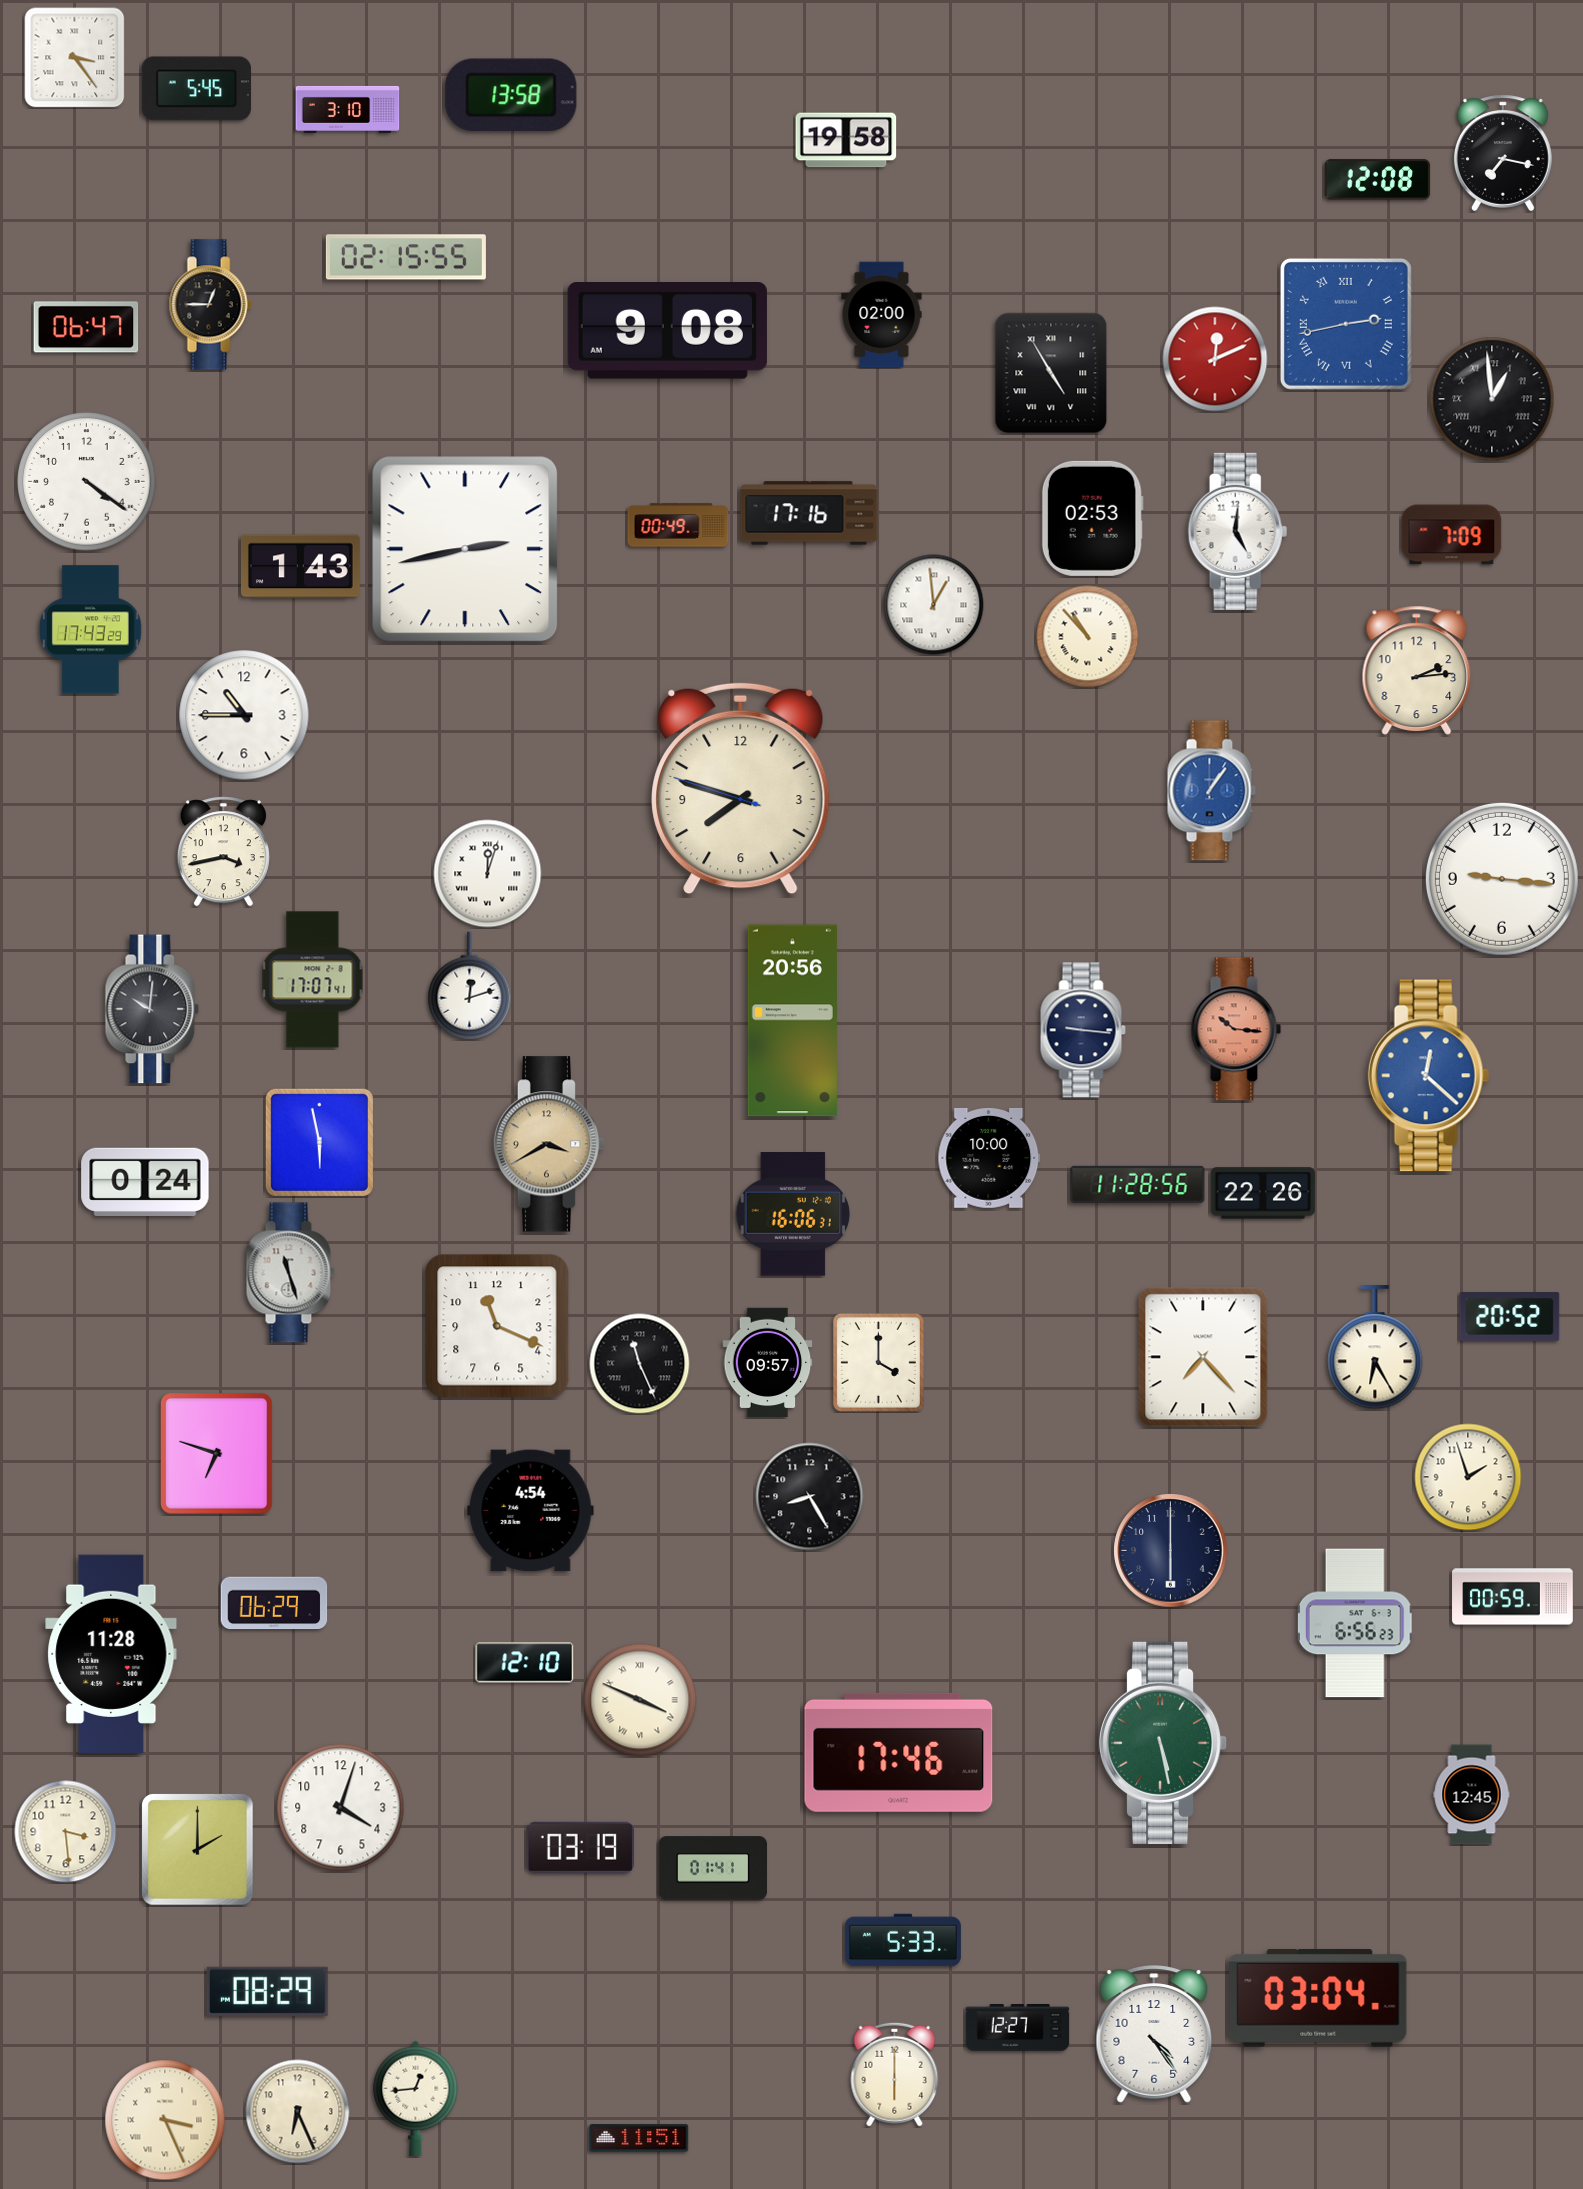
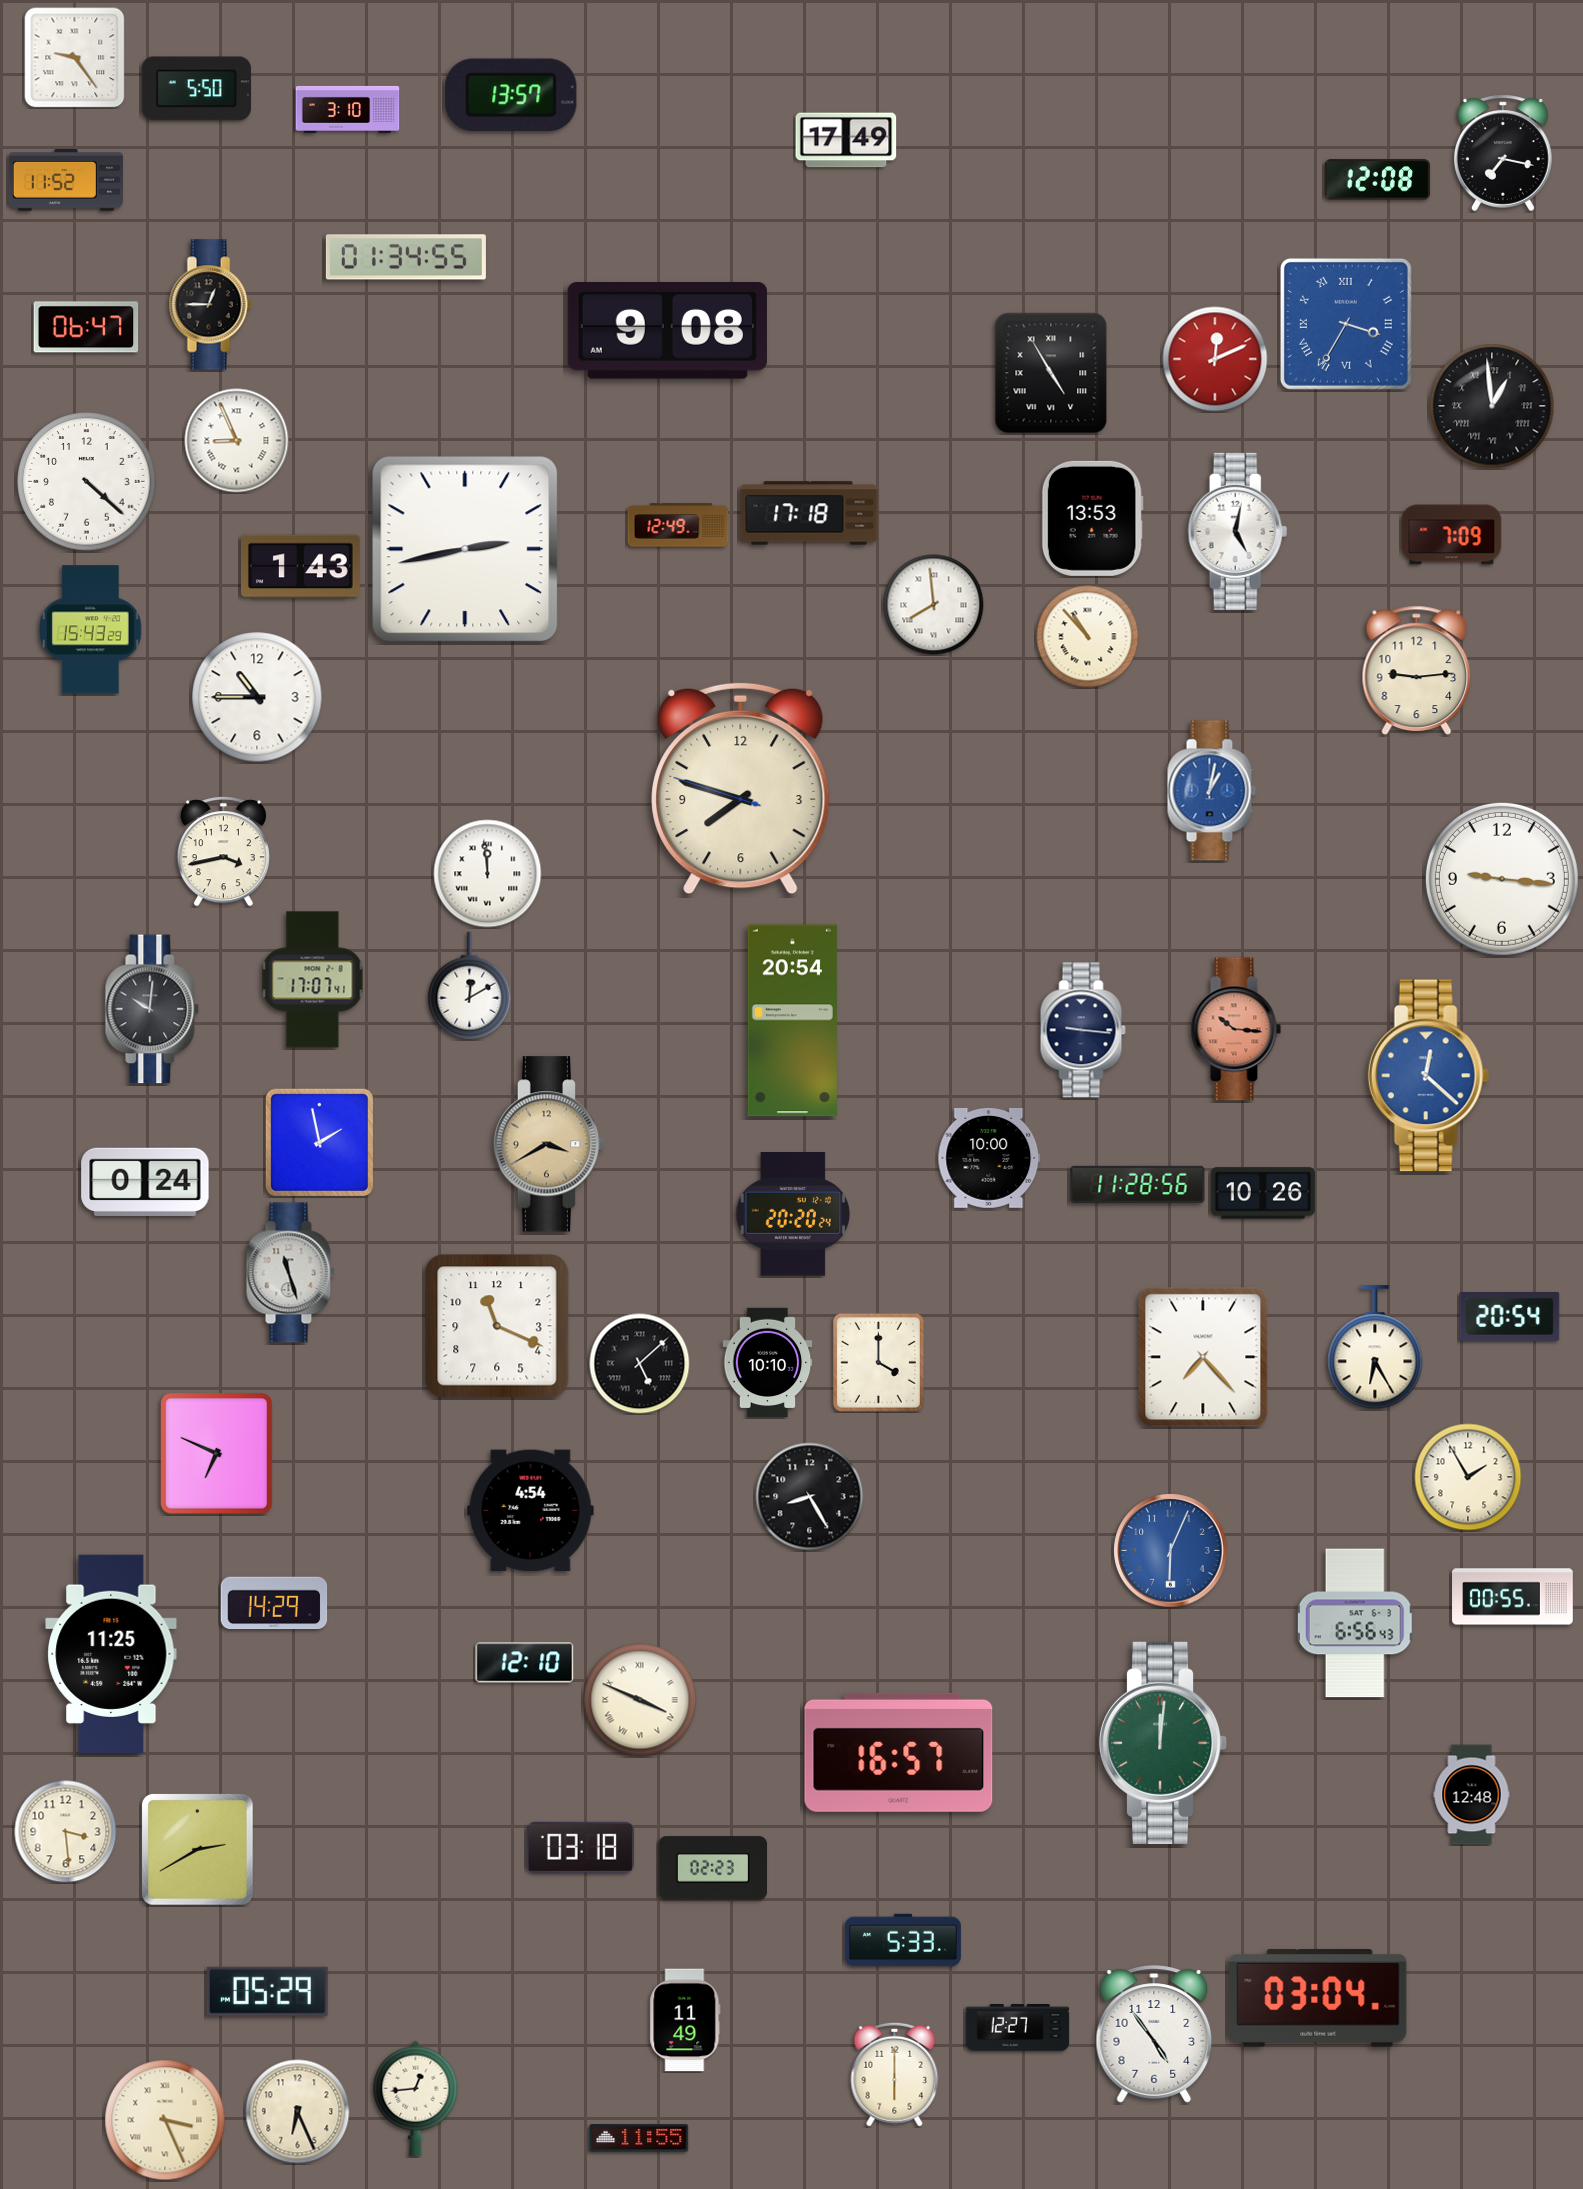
clock at (74, 57): 3:24 -> 9:24
clock at (196, 89): 5:45 -> 5:50
clock at (511, 95): 13:58 -> 13:57
clock at (846, 140): 19:58 -> 17:49
clock at (66, 181): none -> 11:52
clock at (406, 257): 02:15 -> 01:34
clock at (882, 315): 02:00 -> none
clock at (1346, 324): 2:43 -> 3:35
clock at (1492, 399) position: (1492, 399) -> (1492, 406)
clock at (237, 441): none -> 8:56
clock at (87, 482): 4:21 -> 4:22
clock at (809, 513): 17:16 -> 17:18
clock at (1092, 518): 02:53 -> 13:53
clock at (678, 525): 00:49 -> 12:49
clock at (1238, 531): 5:01 -> 5:02
clock at (934, 605): 12:59 -> 7:59
clock at (91, 630): 17:43 -> 15:43
clock at (1417, 670): 2:14 -> 9:14
clock at (244, 715) position: (244, 715) -> (257, 697)
clock at (1211, 791): 1:06 -> 1:02
clock at (488, 874): 12:03 -> 11:59
clock at (470, 986): 12:12 -> 12:10
clock at (792, 1021): 20:56 -> 20:54
clock at (319, 1142): 5:58 -> 1:58
clock at (1263, 1193): 22:26 -> 10:26
clock at (792, 1214): 16:06 -> 20:20
clock at (1510, 1317): 20:52 -> 20:54
clock at (768, 1363): 09:57 -> 10:10
clock at (640, 1364): 11:26 -> 5:08
clock at (217, 1454): 6:48 -> 6:49
clock at (1468, 1477): 1:57 -> 1:55
clock at (1171, 1551): 6:00 -> 6:04
clock at (1171, 1551) dial: navy -> blue
clock at (1513, 1597): 00:59 -> 00:55
clock at (274, 1603): 06:29 -> 14:29
clock at (1355, 1623): 6:56:23 -> 6:56:43
clock at (111, 1653): 11:28 -> 11:25
clock at (1163, 1743): 5:28 -> 12:01
clock at (899, 1752): 17:46 -> 16:57
clock at (1472, 1795): 12:45 -> 12:48
clock at (341, 1808): 4:03 -> none
clock at (580, 1847): 03:19 -> 03:18
clock at (198, 1850): 2:00 -> 2:40
clock at (713, 1868): 01:41 -> 02:23
clock at (267, 1991): 08:29 -> 05:29
clock at (685, 2020): none -> 11:49
clock at (1154, 2034): 4:24 -> 4:54
clock at (639, 2138): 11:51 -> 11:55
